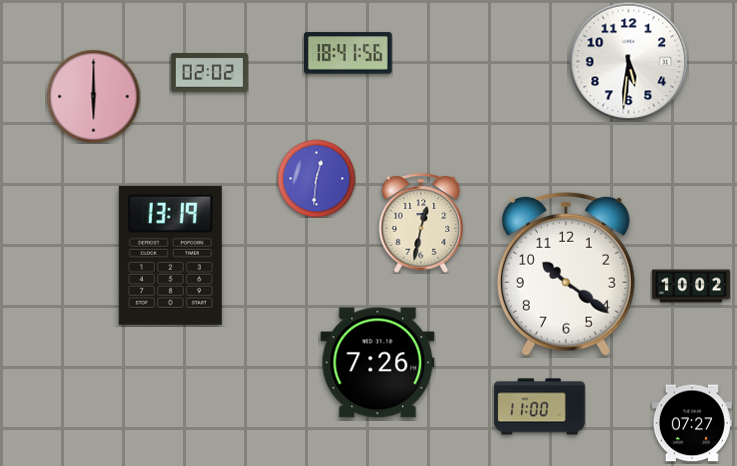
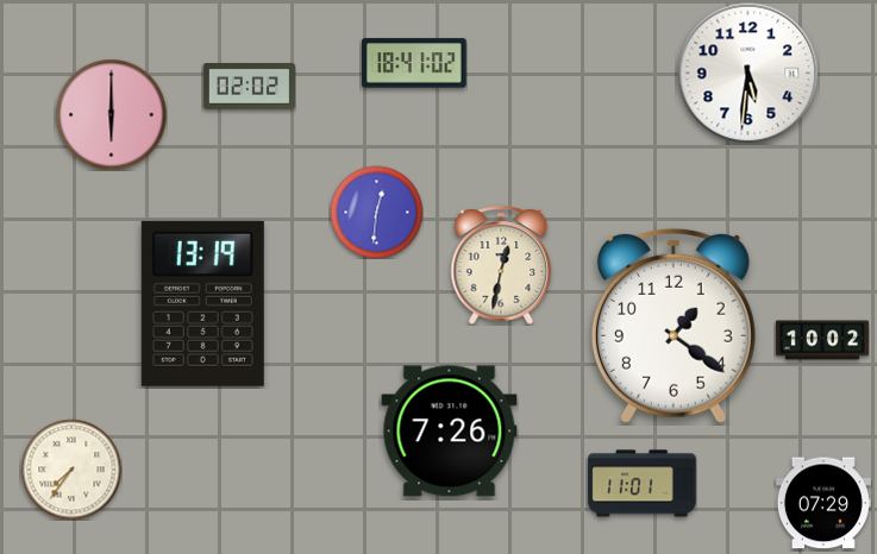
clock at (349, 53): 18:41:56 -> 18:41:02
clock at (566, 274): 10:21 -> 1:21
clock at (71, 470): none -> 7:36
clock at (540, 407): 11:00 -> 11:01
clock at (692, 423): 07:27 -> 07:29
